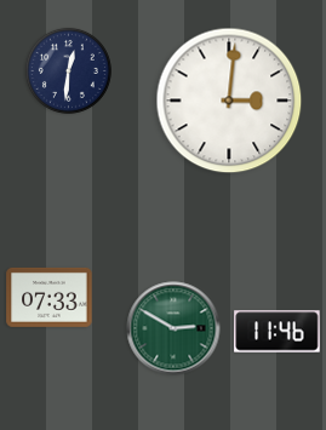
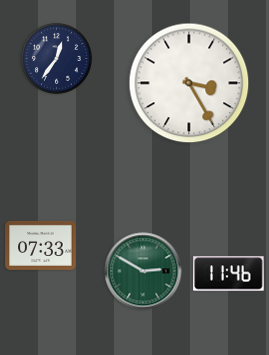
clock at (68, 70): 12:31 -> 12:36
clock at (229, 101): 3:01 -> 3:25
